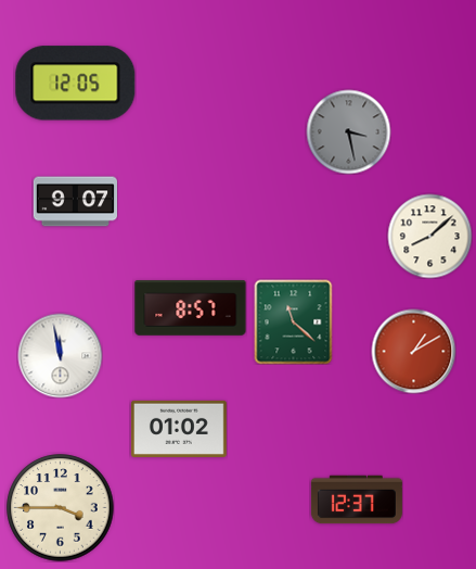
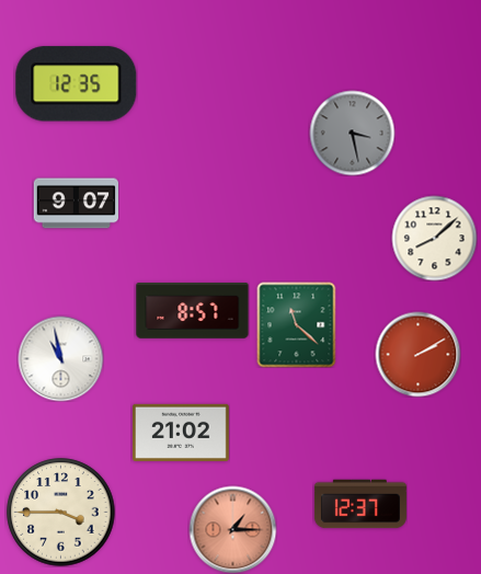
clock at (76, 84): 12:05 -> 12:35
clock at (413, 351): 1:10 -> 2:10
clock at (60, 355): 11:58 -> 10:58
clock at (179, 429): 01:02 -> 21:02
clock at (232, 529): none -> 1:15
